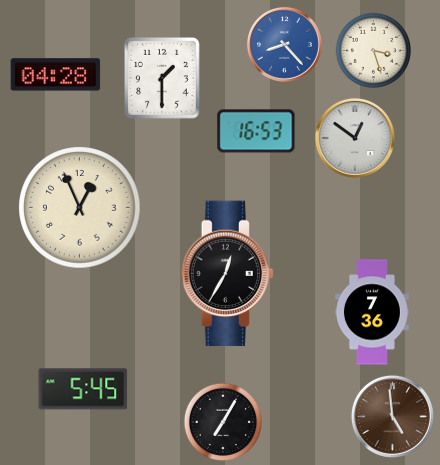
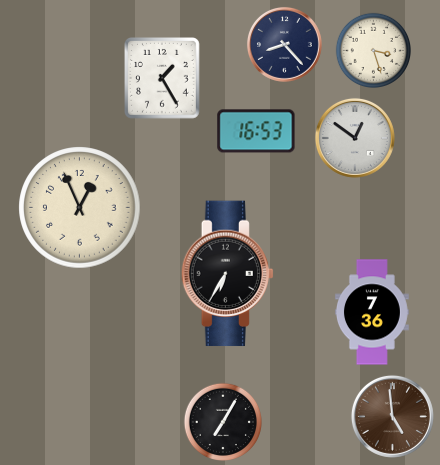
clock at (284, 44) dial: blue -> navy
clock at (56, 75): 04:28 -> none
clock at (163, 79): 1:30 -> 1:25
clock at (227, 274): 12:35 -> 6:35
clock at (83, 389): 5:45 -> none
